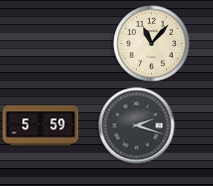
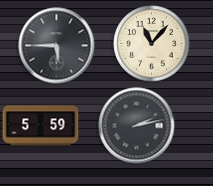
clock at (57, 46): none -> 5:45
clock at (137, 126): 2:18 -> 2:13
